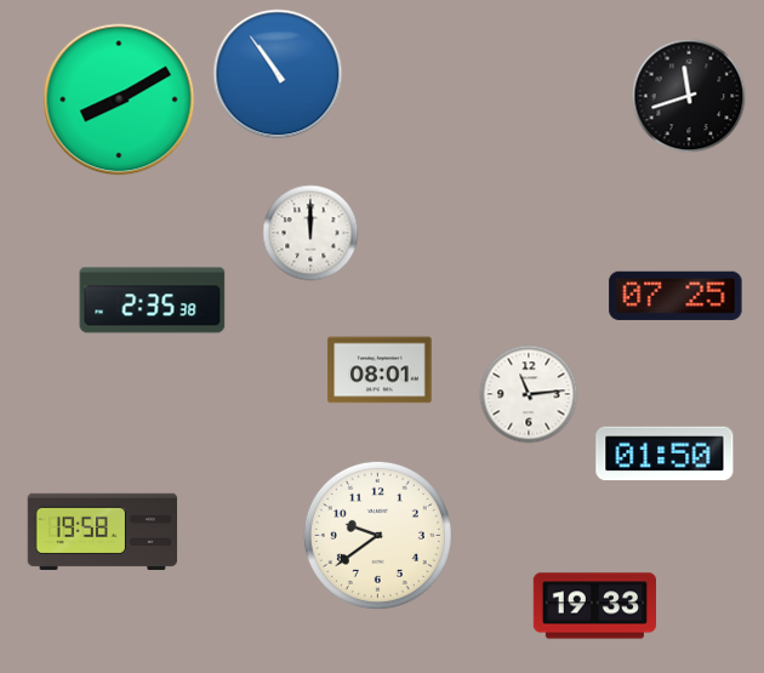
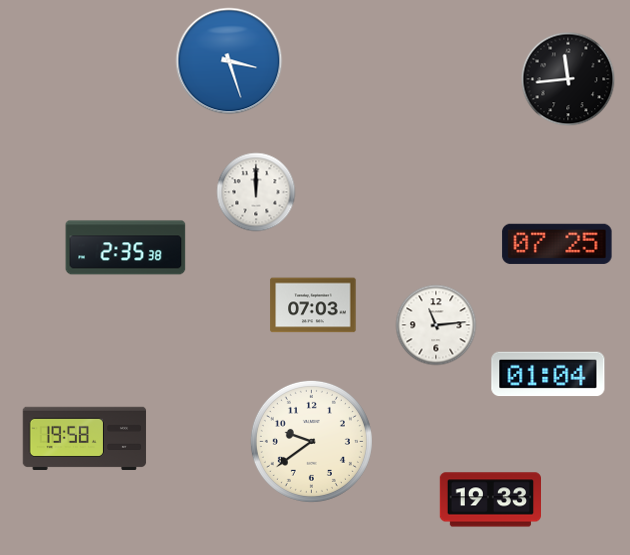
clock at (278, 74): 10:54 -> 3:27
clock at (689, 96): 11:42 -> 11:44
clock at (119, 99): 8:10 -> none
clock at (380, 370): 08:01 -> 07:03
clock at (665, 454): 01:50 -> 01:04
